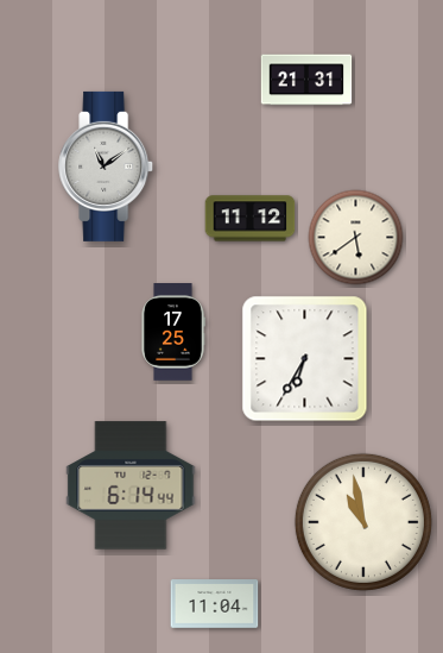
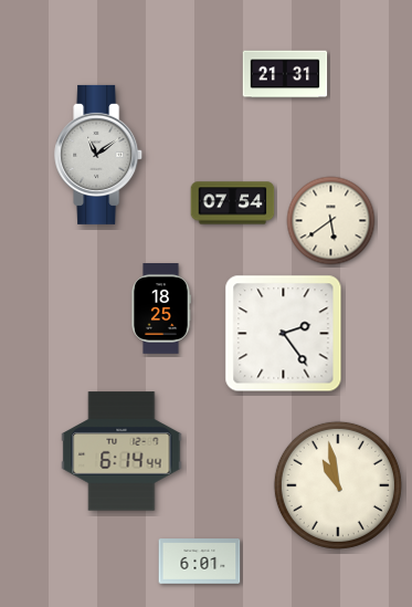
clock at (251, 219): 11:12 -> 07:54
clock at (173, 333): 17:25 -> 18:25
clock at (305, 359): 6:35 -> 2:24
clock at (215, 604): 11:04 -> 6:01
